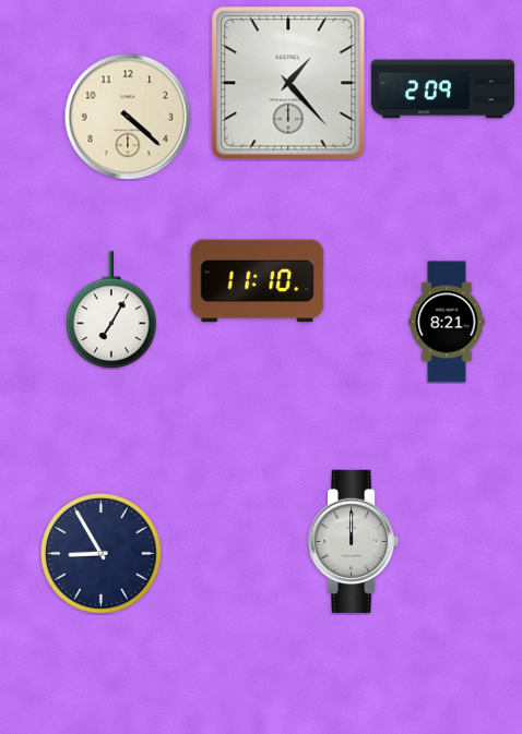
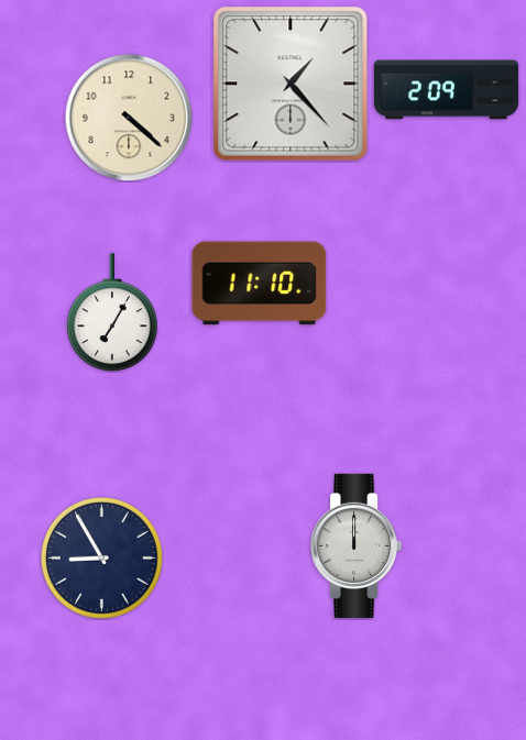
clock at (447, 322): 8:21 -> none
